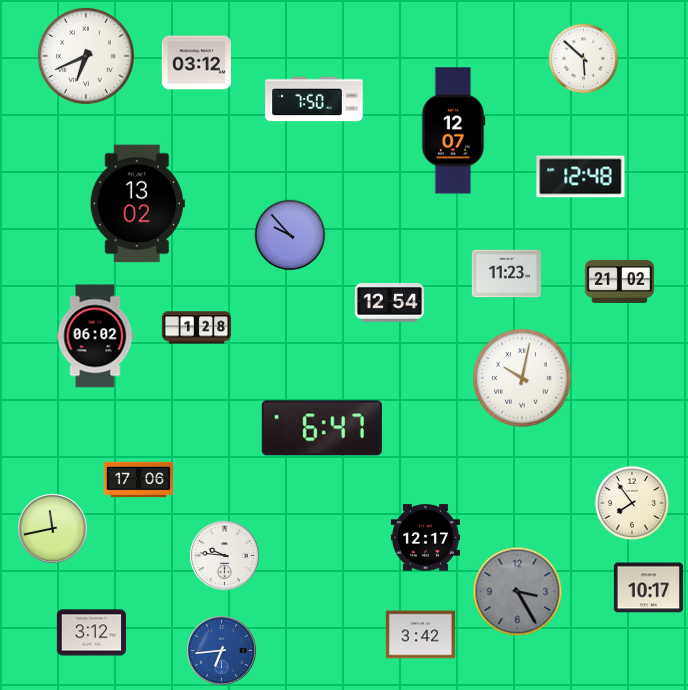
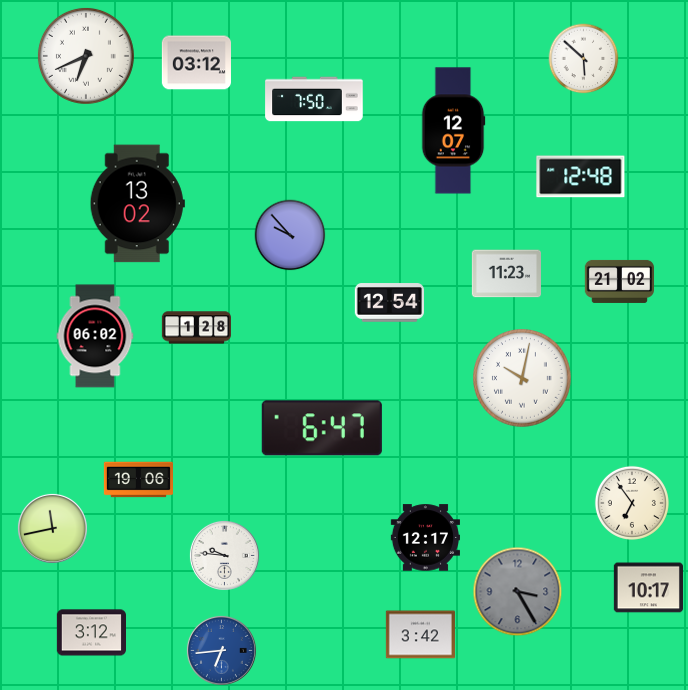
clock at (138, 480): 17:06 -> 19:06
clock at (632, 503): 7:54 -> 6:54
